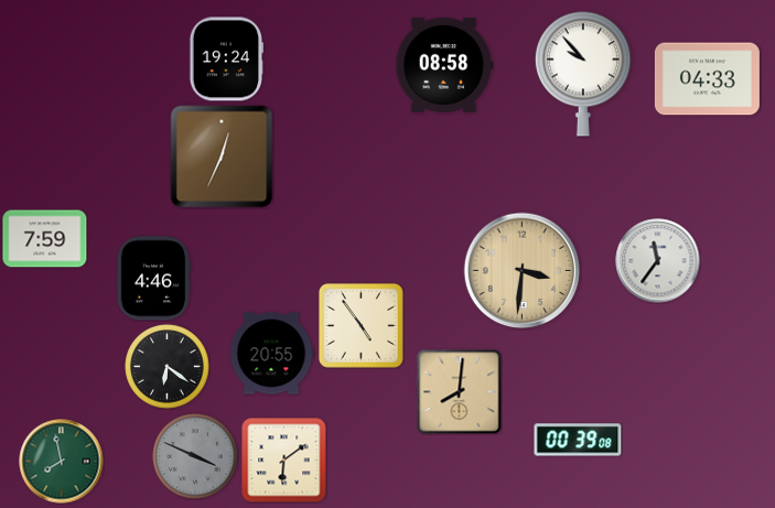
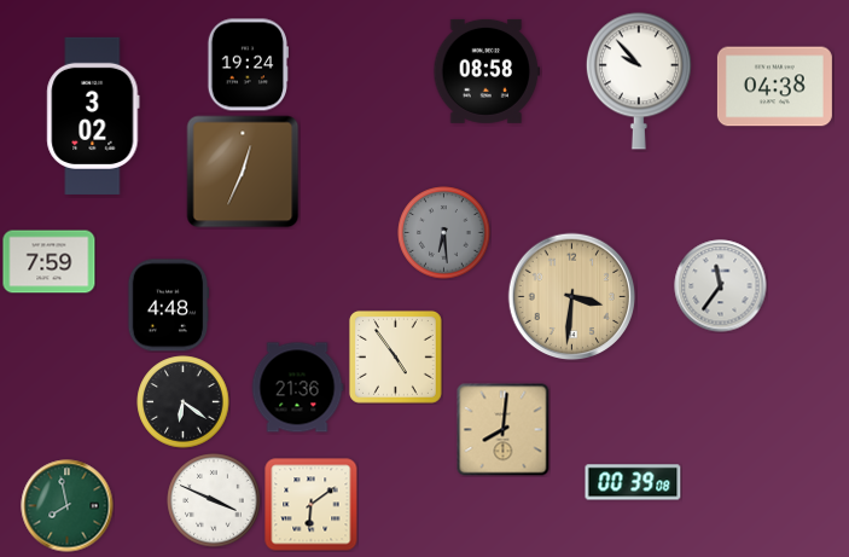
clock at (707, 79): 04:33 -> 04:38
clock at (93, 116): none -> 3:02
clock at (444, 233): none -> 6:29
clock at (153, 279): 4:46 -> 4:48
clock at (271, 354): 20:55 -> 21:36
clock at (195, 456) dial: grey -> white
